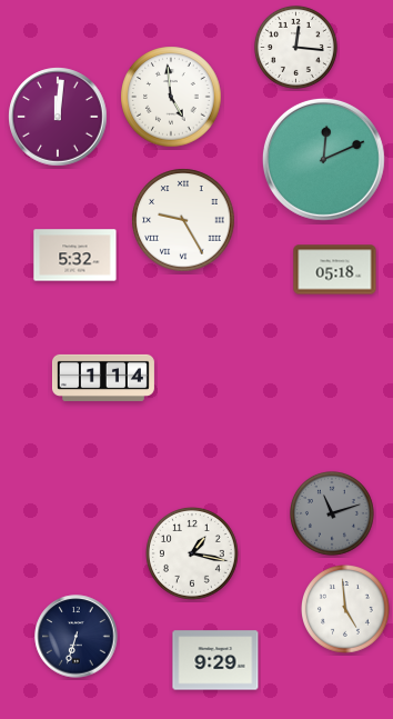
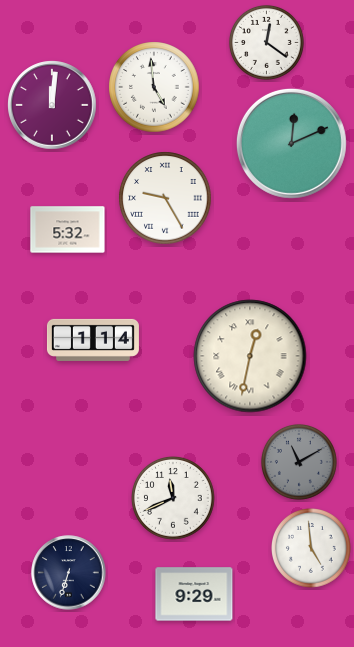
clock at (295, 47): 12:16 -> 12:21
clock at (335, 270): 05:18 -> none
clock at (250, 356): none -> 12:32
clock at (332, 513): 11:12 -> 11:10
clock at (193, 555): 1:17 -> 11:41
